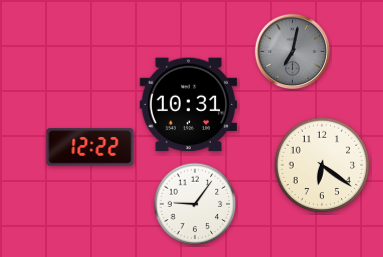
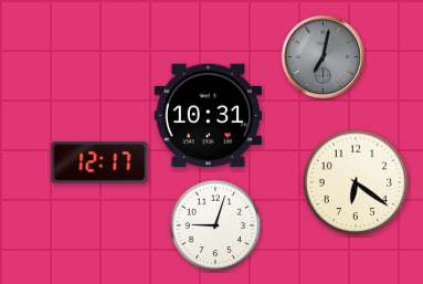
clock at (90, 147): 12:22 -> 12:17
clock at (195, 204): 9:06 -> 9:03
